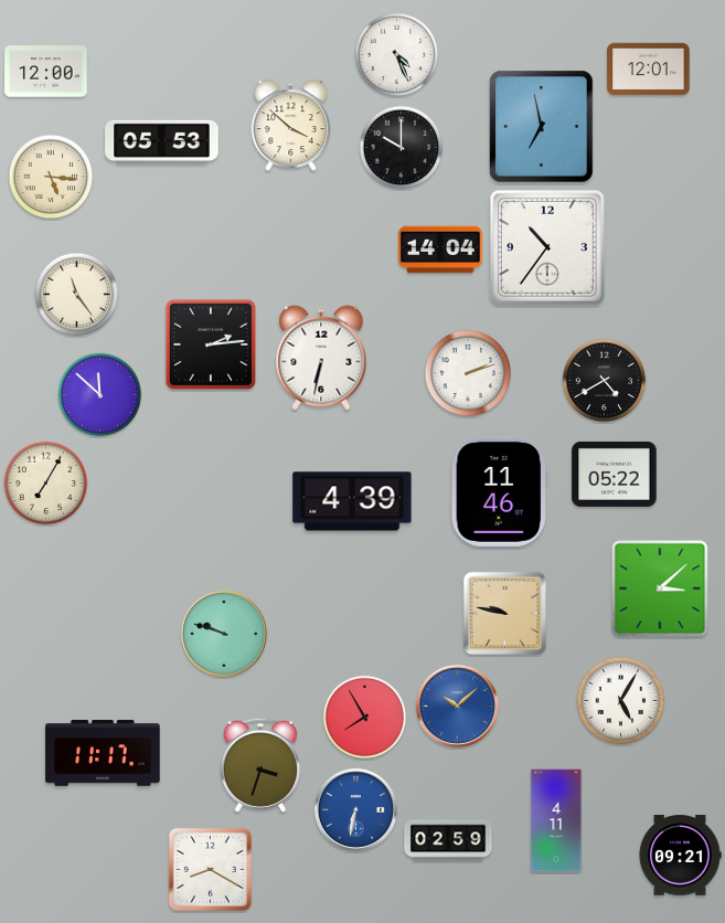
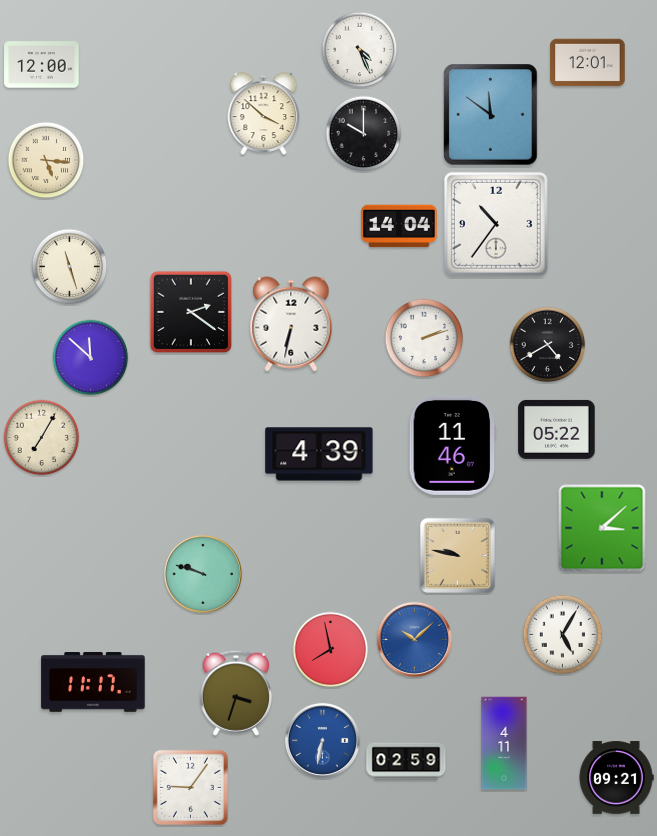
clock at (542, 127): 6:58 -> 11:51
clock at (162, 141): 05:53 -> none
clock at (77, 295): 11:24 -> 11:27
clock at (210, 343): 2:14 -> 2:21
clock at (660, 588) position: (660, 588) -> (602, 528)
clock at (365, 718): 7:55 -> 7:58
clock at (355, 809) position: (355, 809) -> (322, 740)
clock at (680, 856) position: (680, 856) -> (616, 778)
clock at (210, 869): 8:20 -> 9:06
